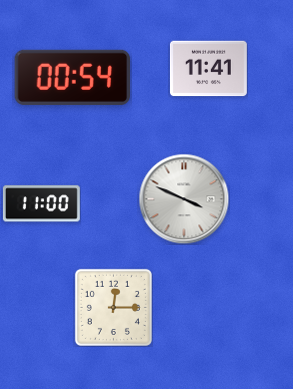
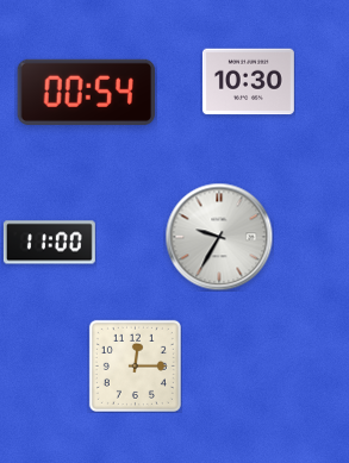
clock at (208, 69): 11:41 -> 10:30
clock at (184, 199): 3:49 -> 9:35
